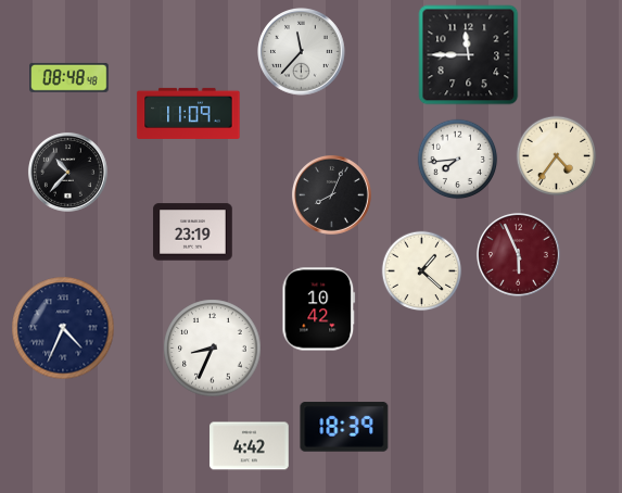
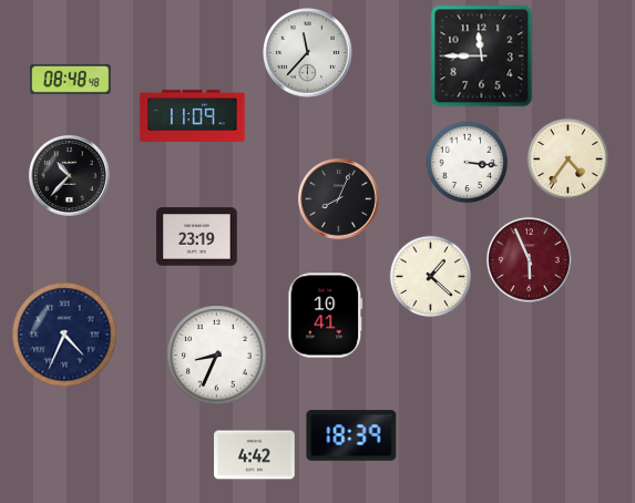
clock at (469, 55) position: (469, 55) -> (482, 57)
clock at (458, 160): 7:44 -> 3:16
clock at (319, 309): 10:42 -> 10:41
